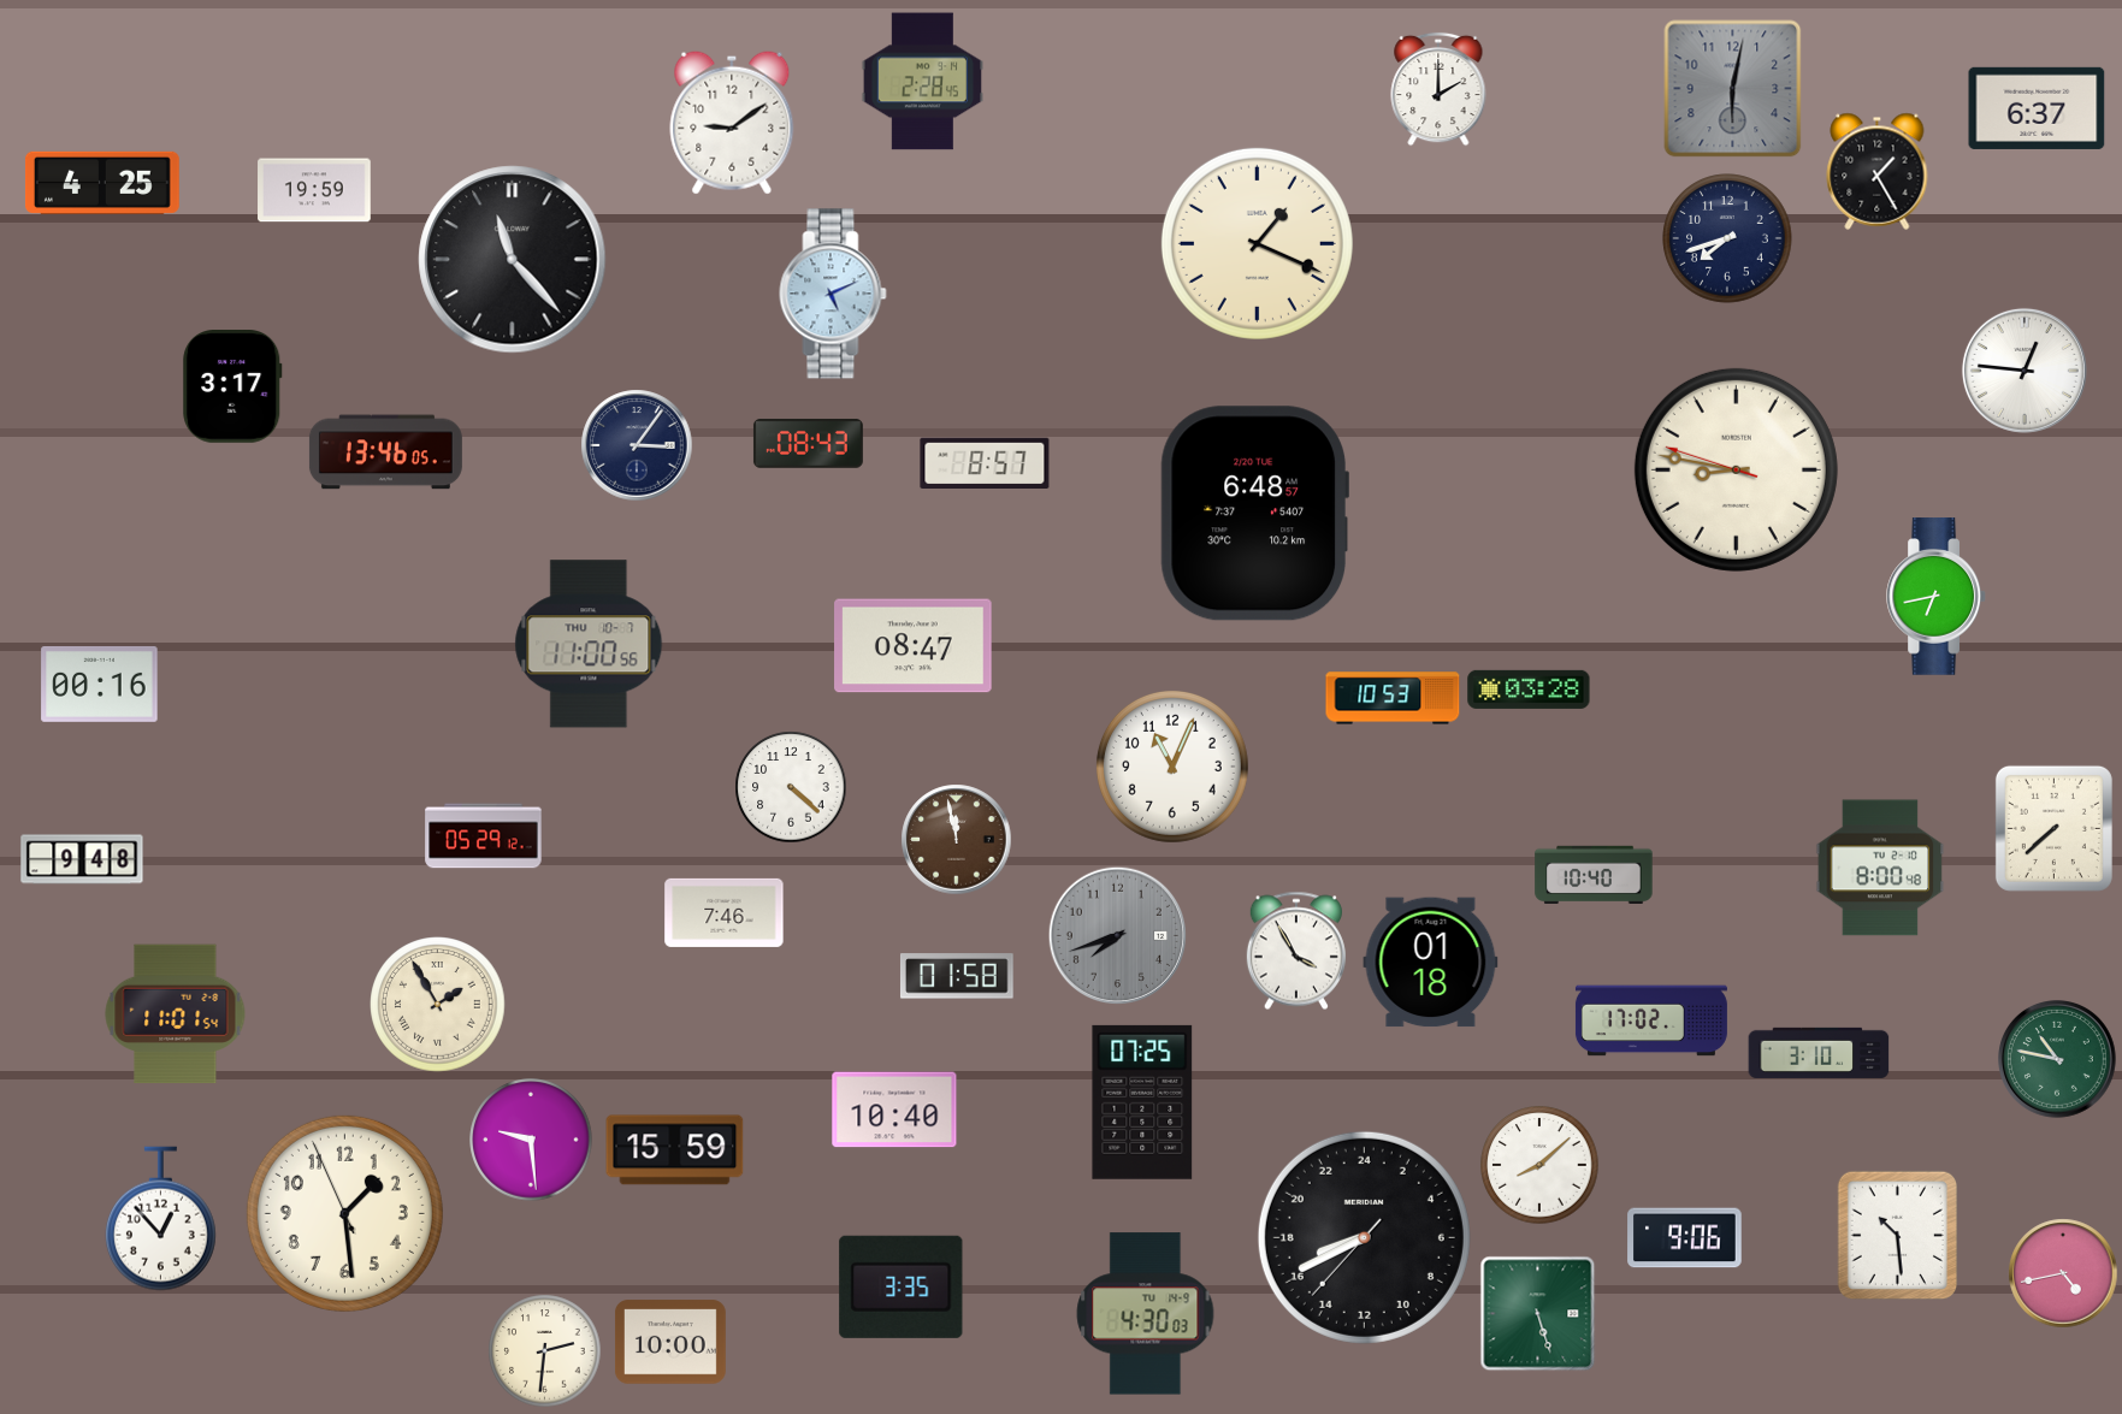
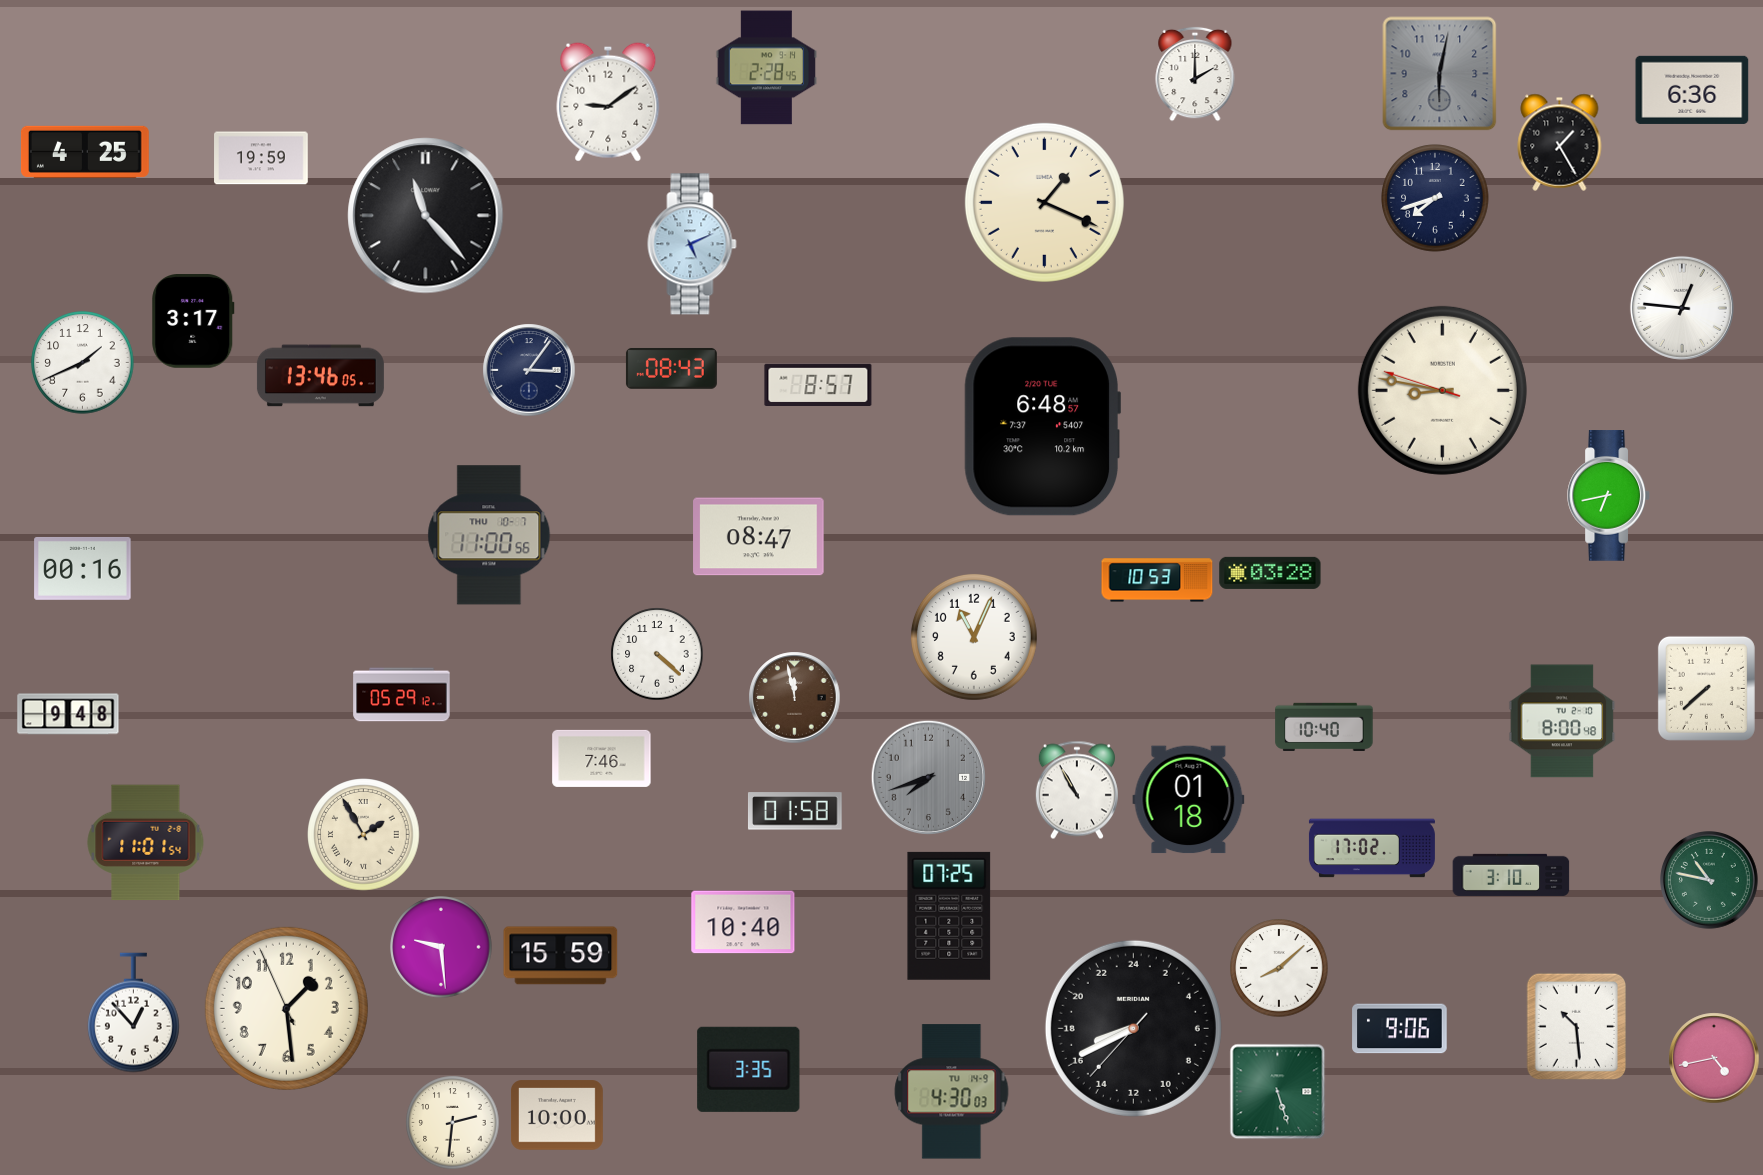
clock at (2037, 108): 6:37 -> 6:36
clock at (83, 363): none -> 1:41
clock at (1296, 951): 3:55 -> 10:55
